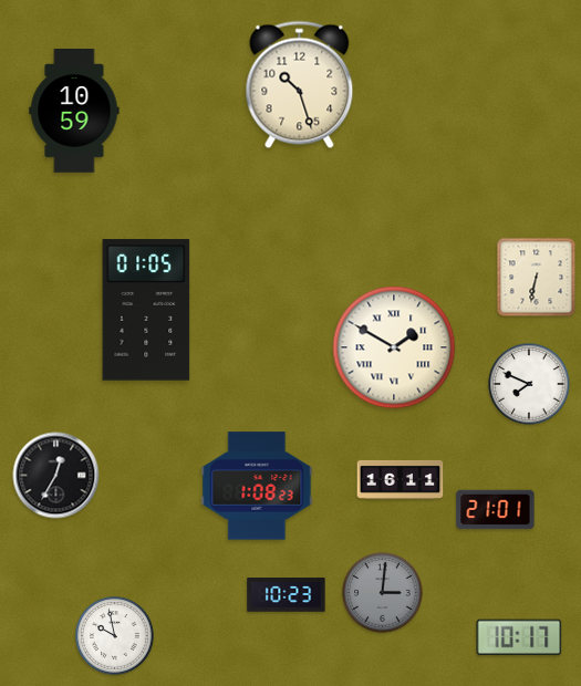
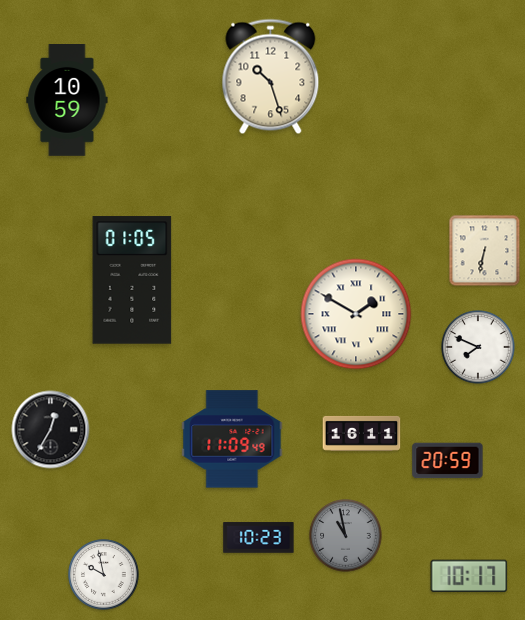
clock at (257, 486): 1:08 -> 11:09
clock at (496, 510): 21:01 -> 20:59
clock at (383, 593): 3:01 -> 10:58
